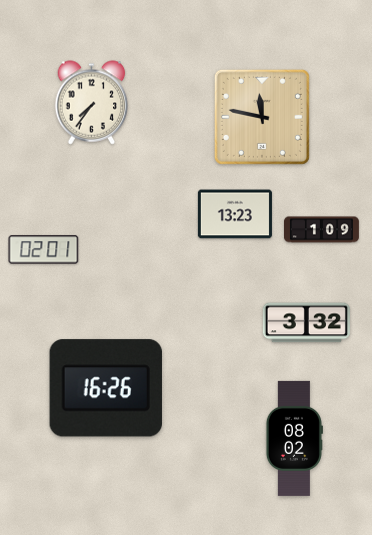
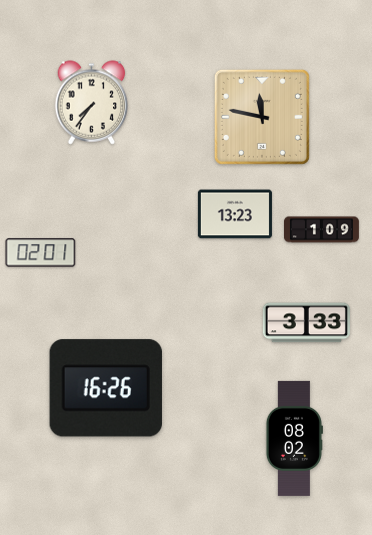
clock at (44, 250) position: (44, 250) -> (41, 253)
clock at (306, 323): 3:32 -> 3:33
